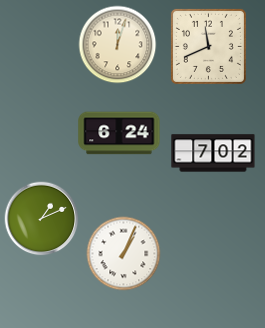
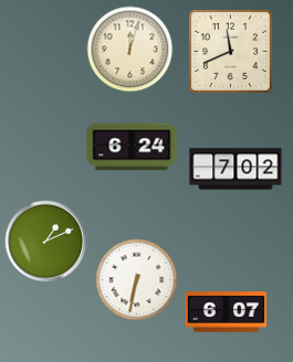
clock at (124, 254): 1:04 -> 6:32
clock at (226, 312): none -> 6:07
